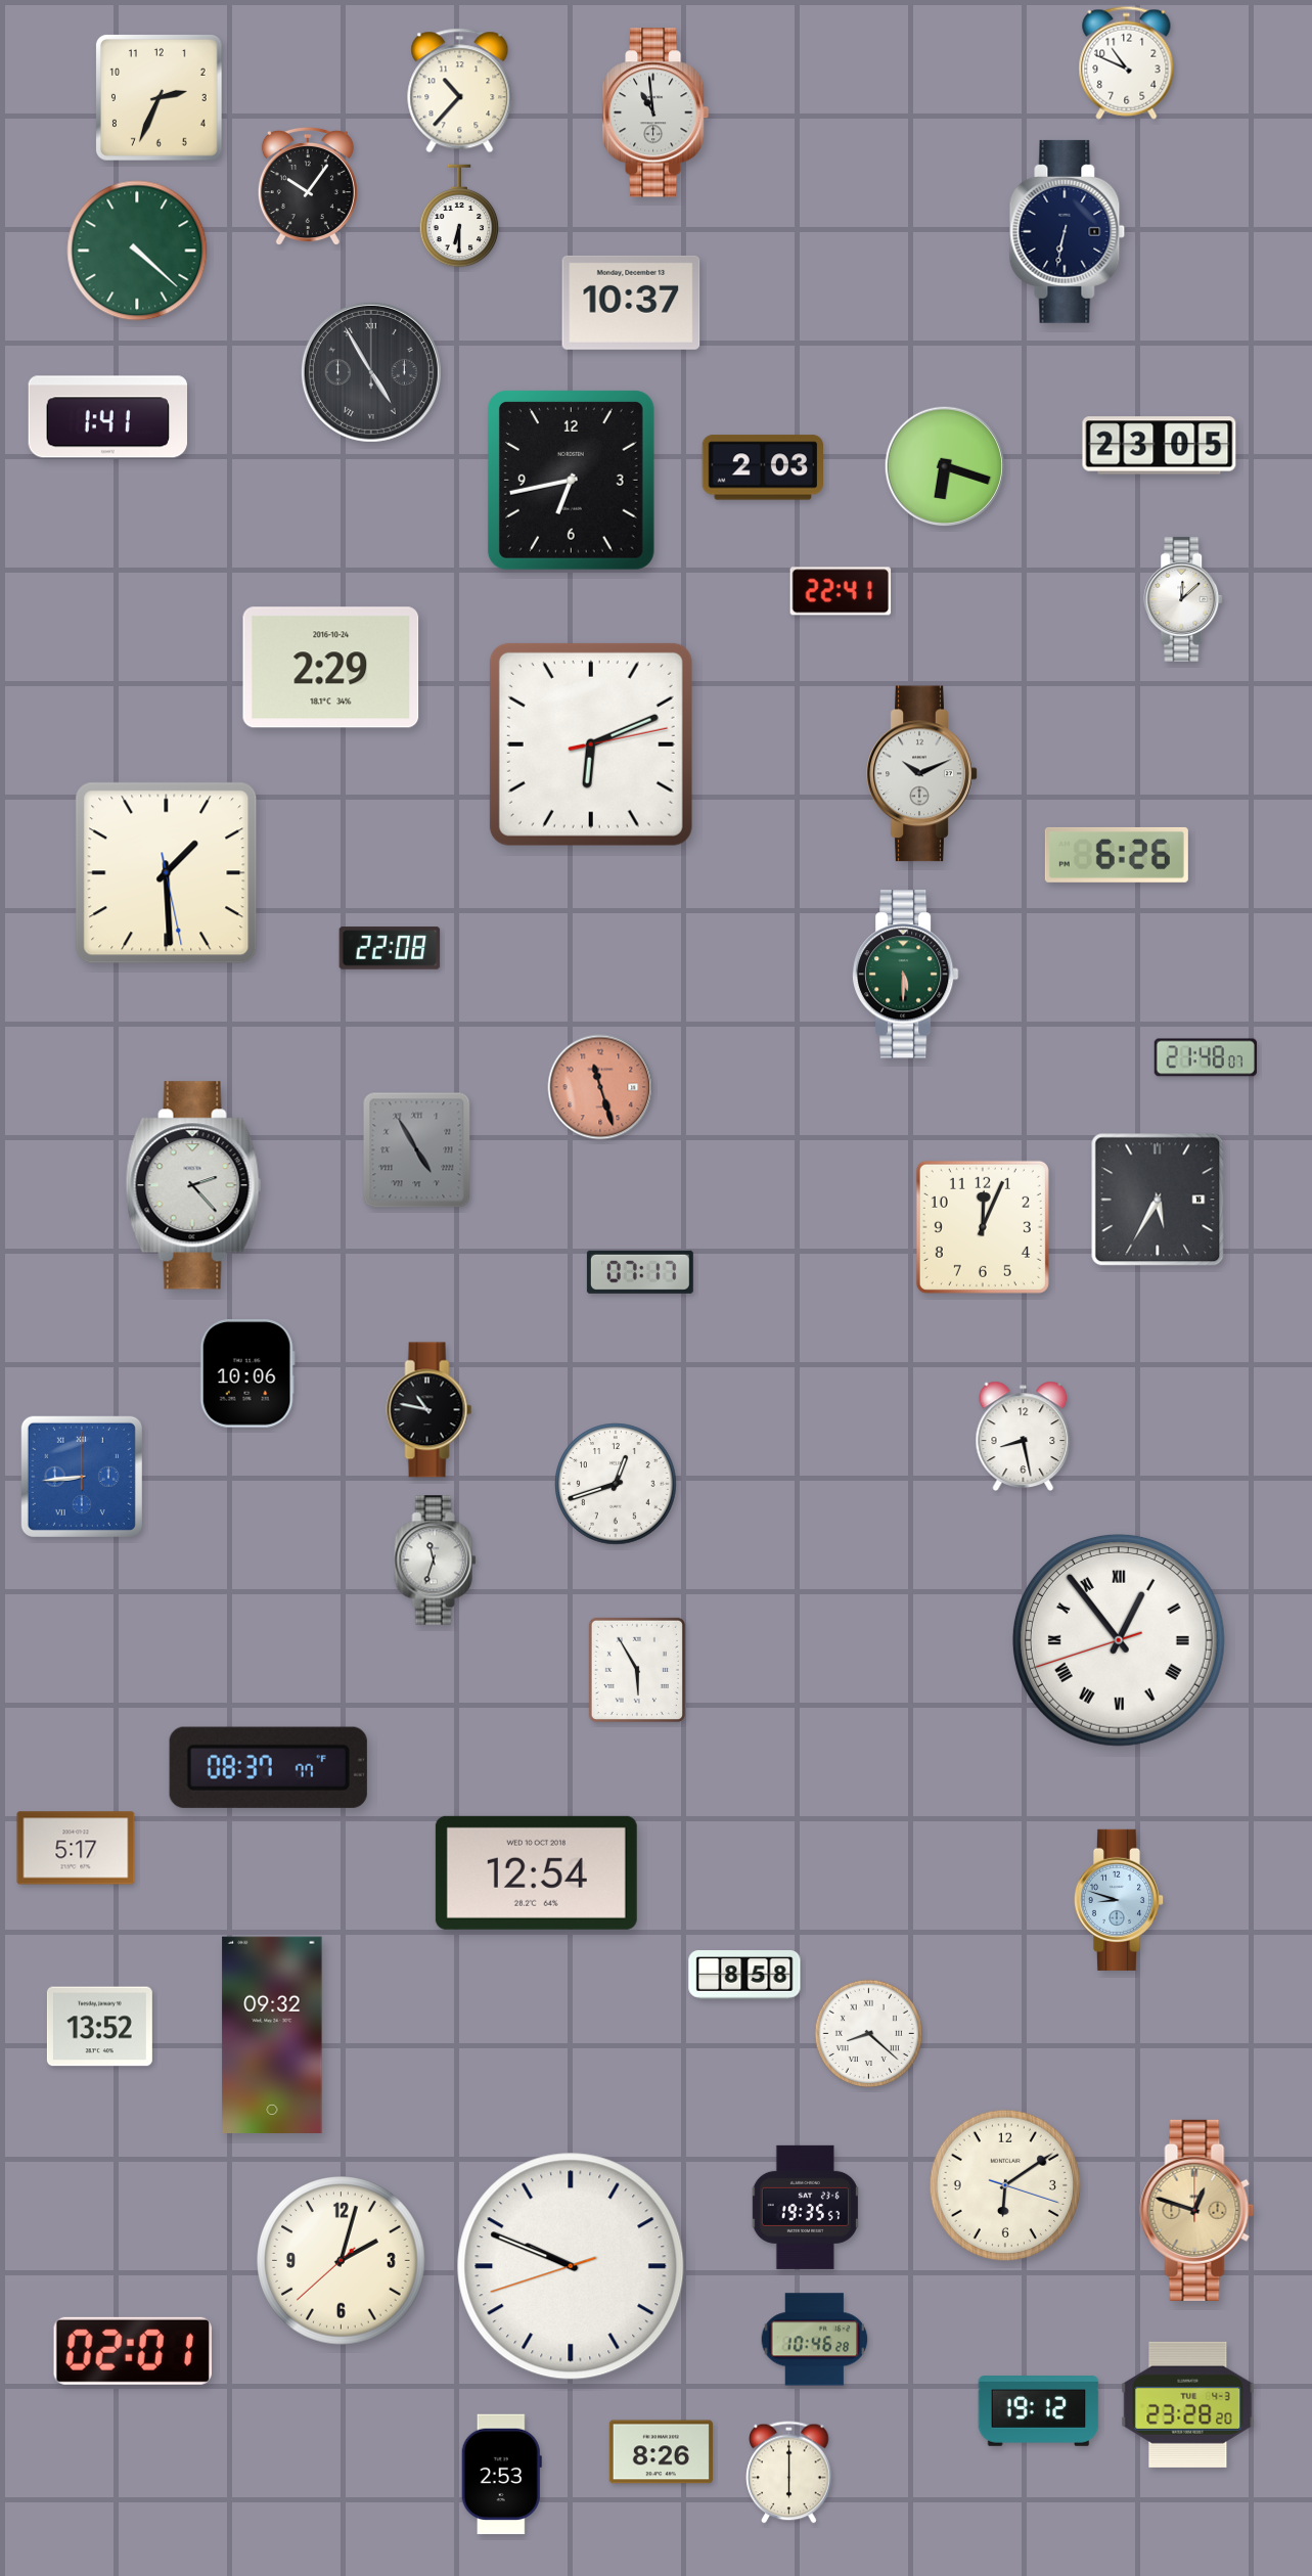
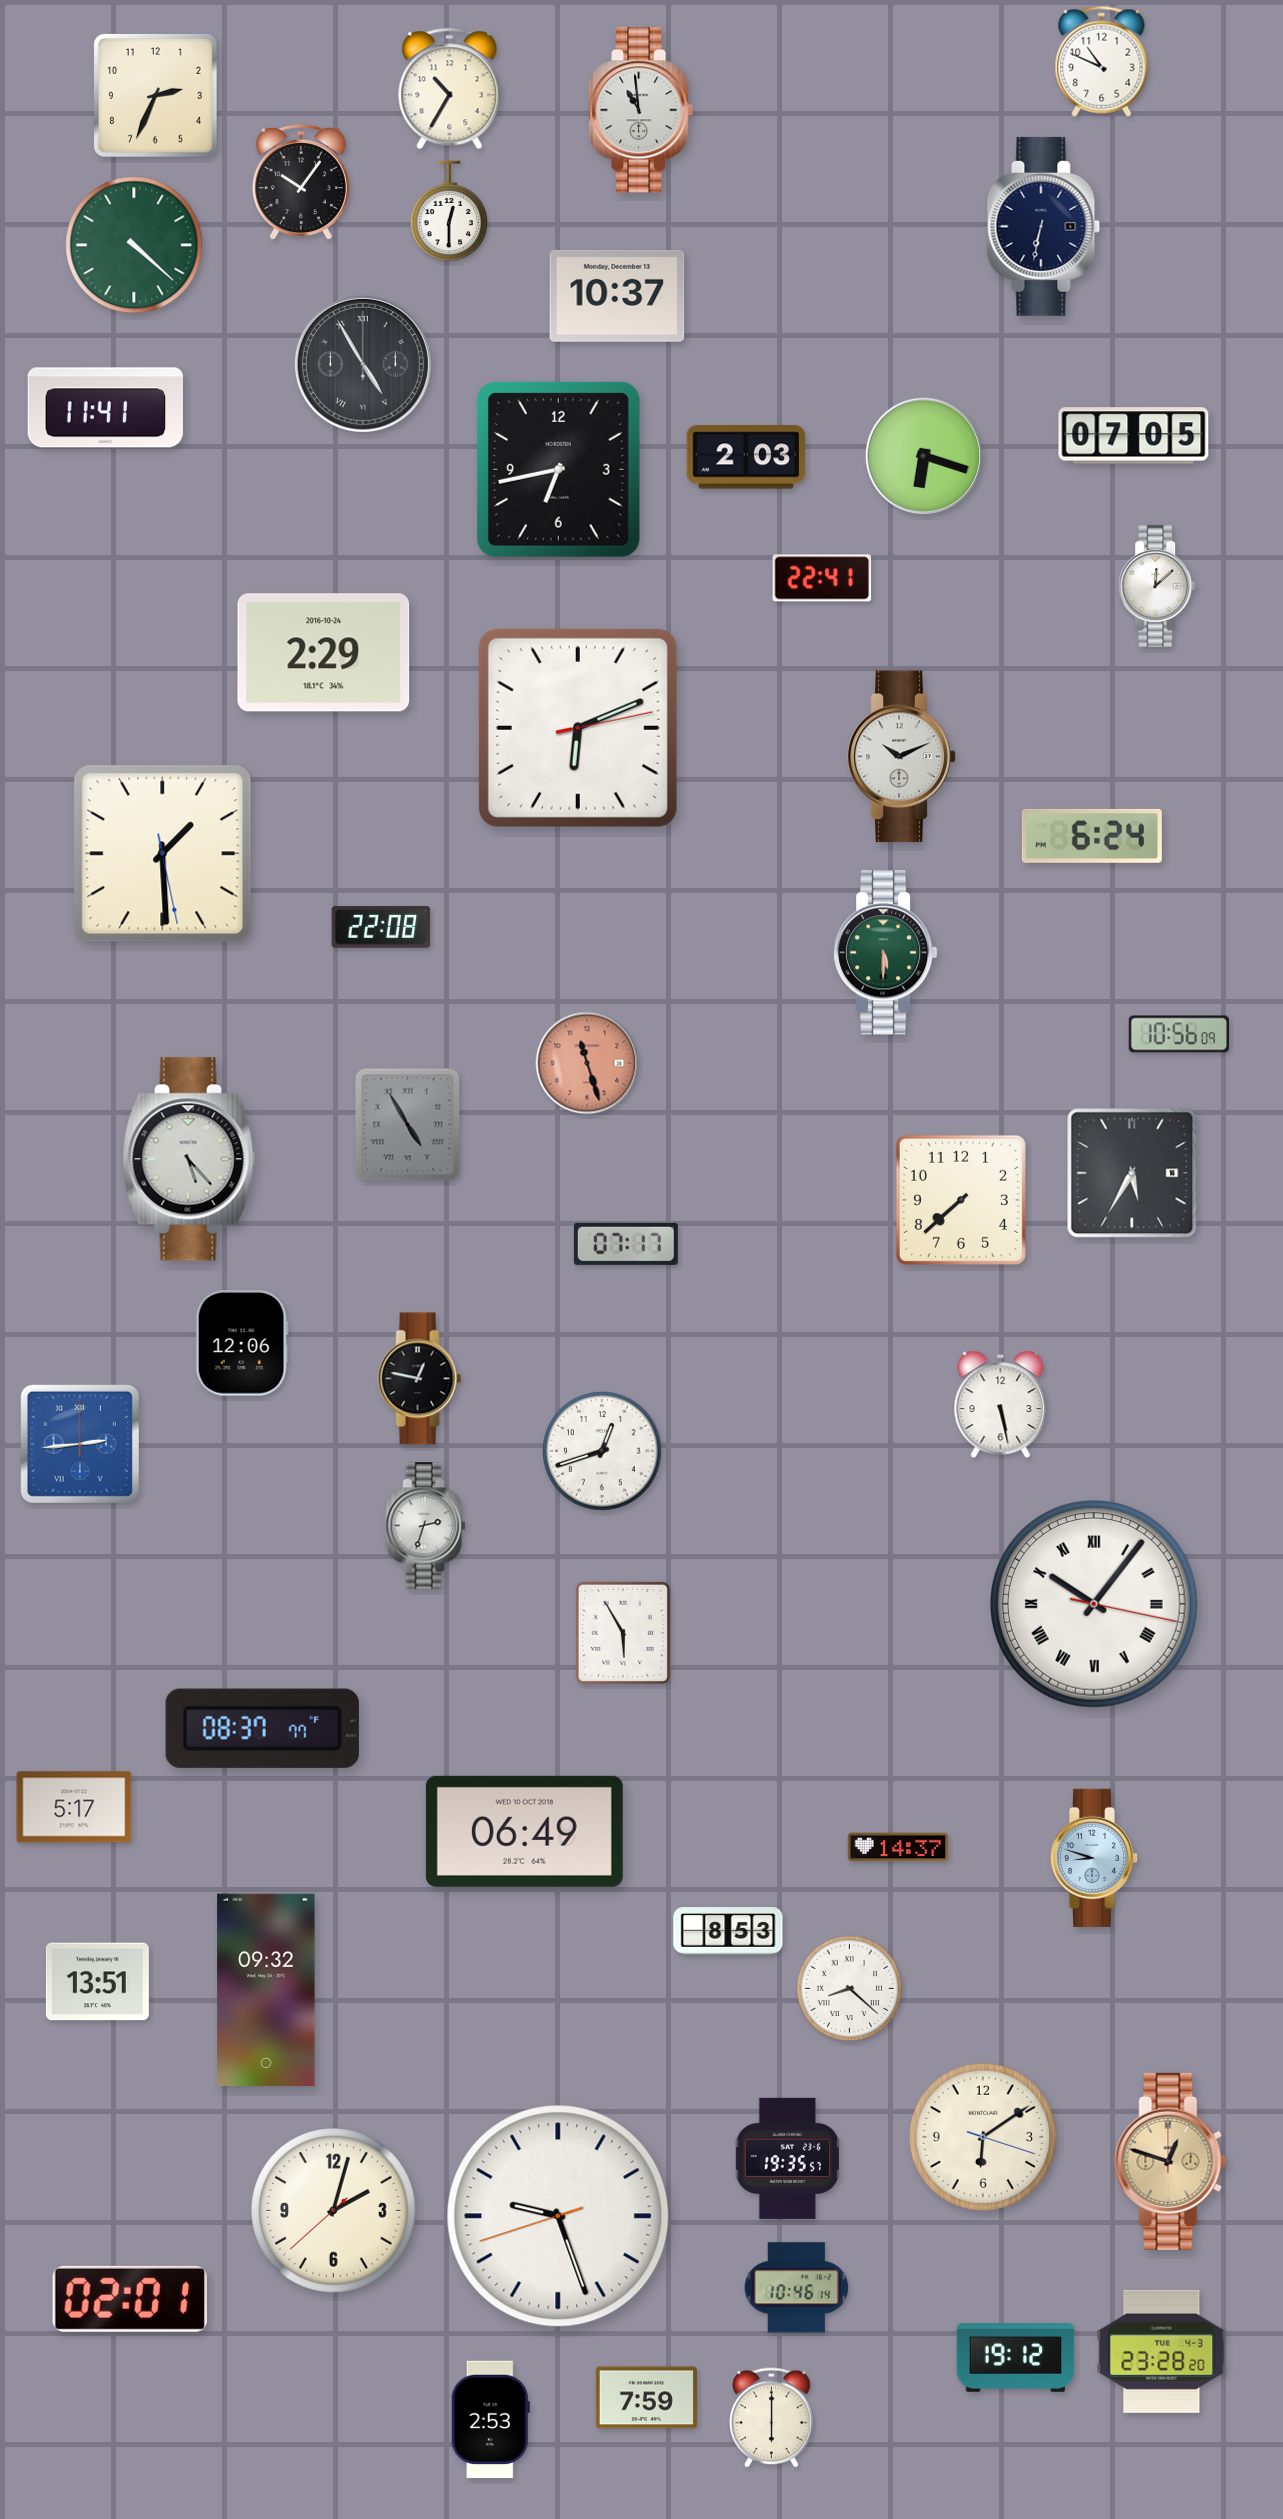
clock at (460, 91): 10:37 -> 10:35
clock at (459, 216): 6:30 -> 12:30
clock at (107, 417): 1:41 -> 11:41
clock at (1160, 446): 23:05 -> 07:05
clock at (1117, 855): 6:26 -> 6:24
clock at (1205, 1057): 21:48 -> 10:56
clock at (193, 1185): 2:23 -> 5:23
clock at (983, 1227): 12:04 -> 7:38
clock at (247, 1373): 10:06 -> 12:06
clock at (429, 1410): 10:47 -> 12:47
clock at (1024, 1436): 8:28 -> 5:28
clock at (82, 1477): 8:44 -> 2:44
clock at (436, 1561): 11:33 -> 2:33
clock at (1119, 1640): 12:53 -> 10:06
clock at (536, 1872): 12:54 -> 06:49
clock at (898, 1847): none -> 14:37
clock at (744, 1975): 8:58 -> 8:53
clock at (99, 2027): 13:52 -> 13:51
clock at (571, 2266): 9:48 -> 9:26
clock at (815, 2340): 10:46:28 -> 10:46:14
clock at (661, 2452): 8:26 -> 7:59
